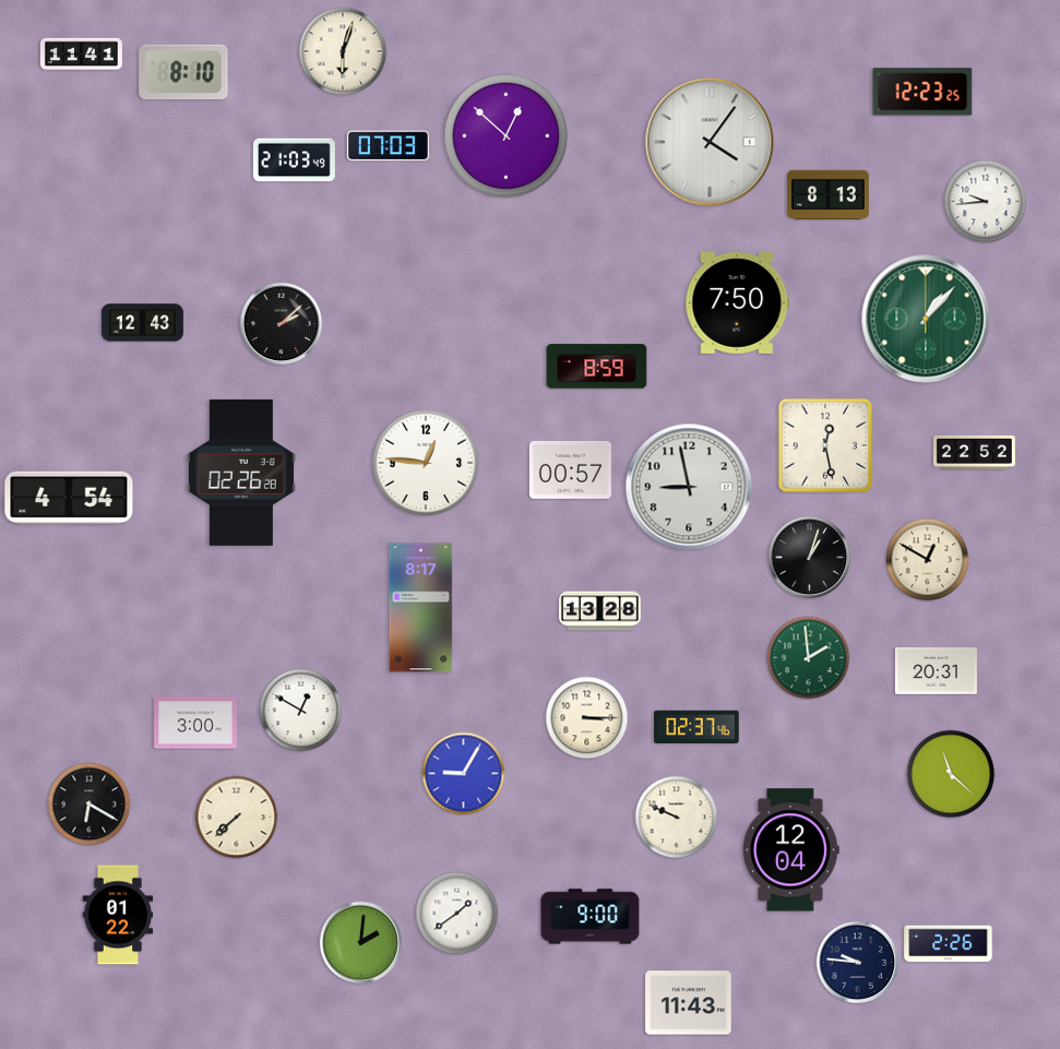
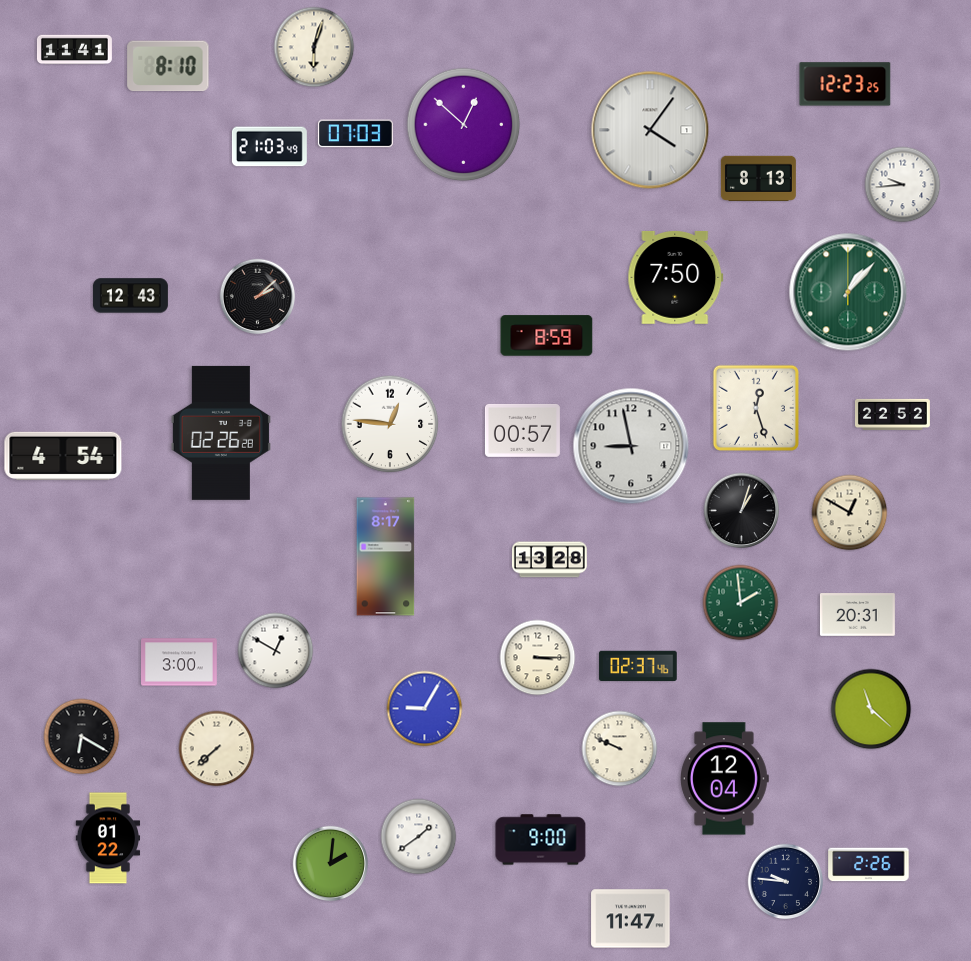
clock at (825, 445): 12:28 -> 12:27
clock at (689, 1003): 11:43 -> 11:47
